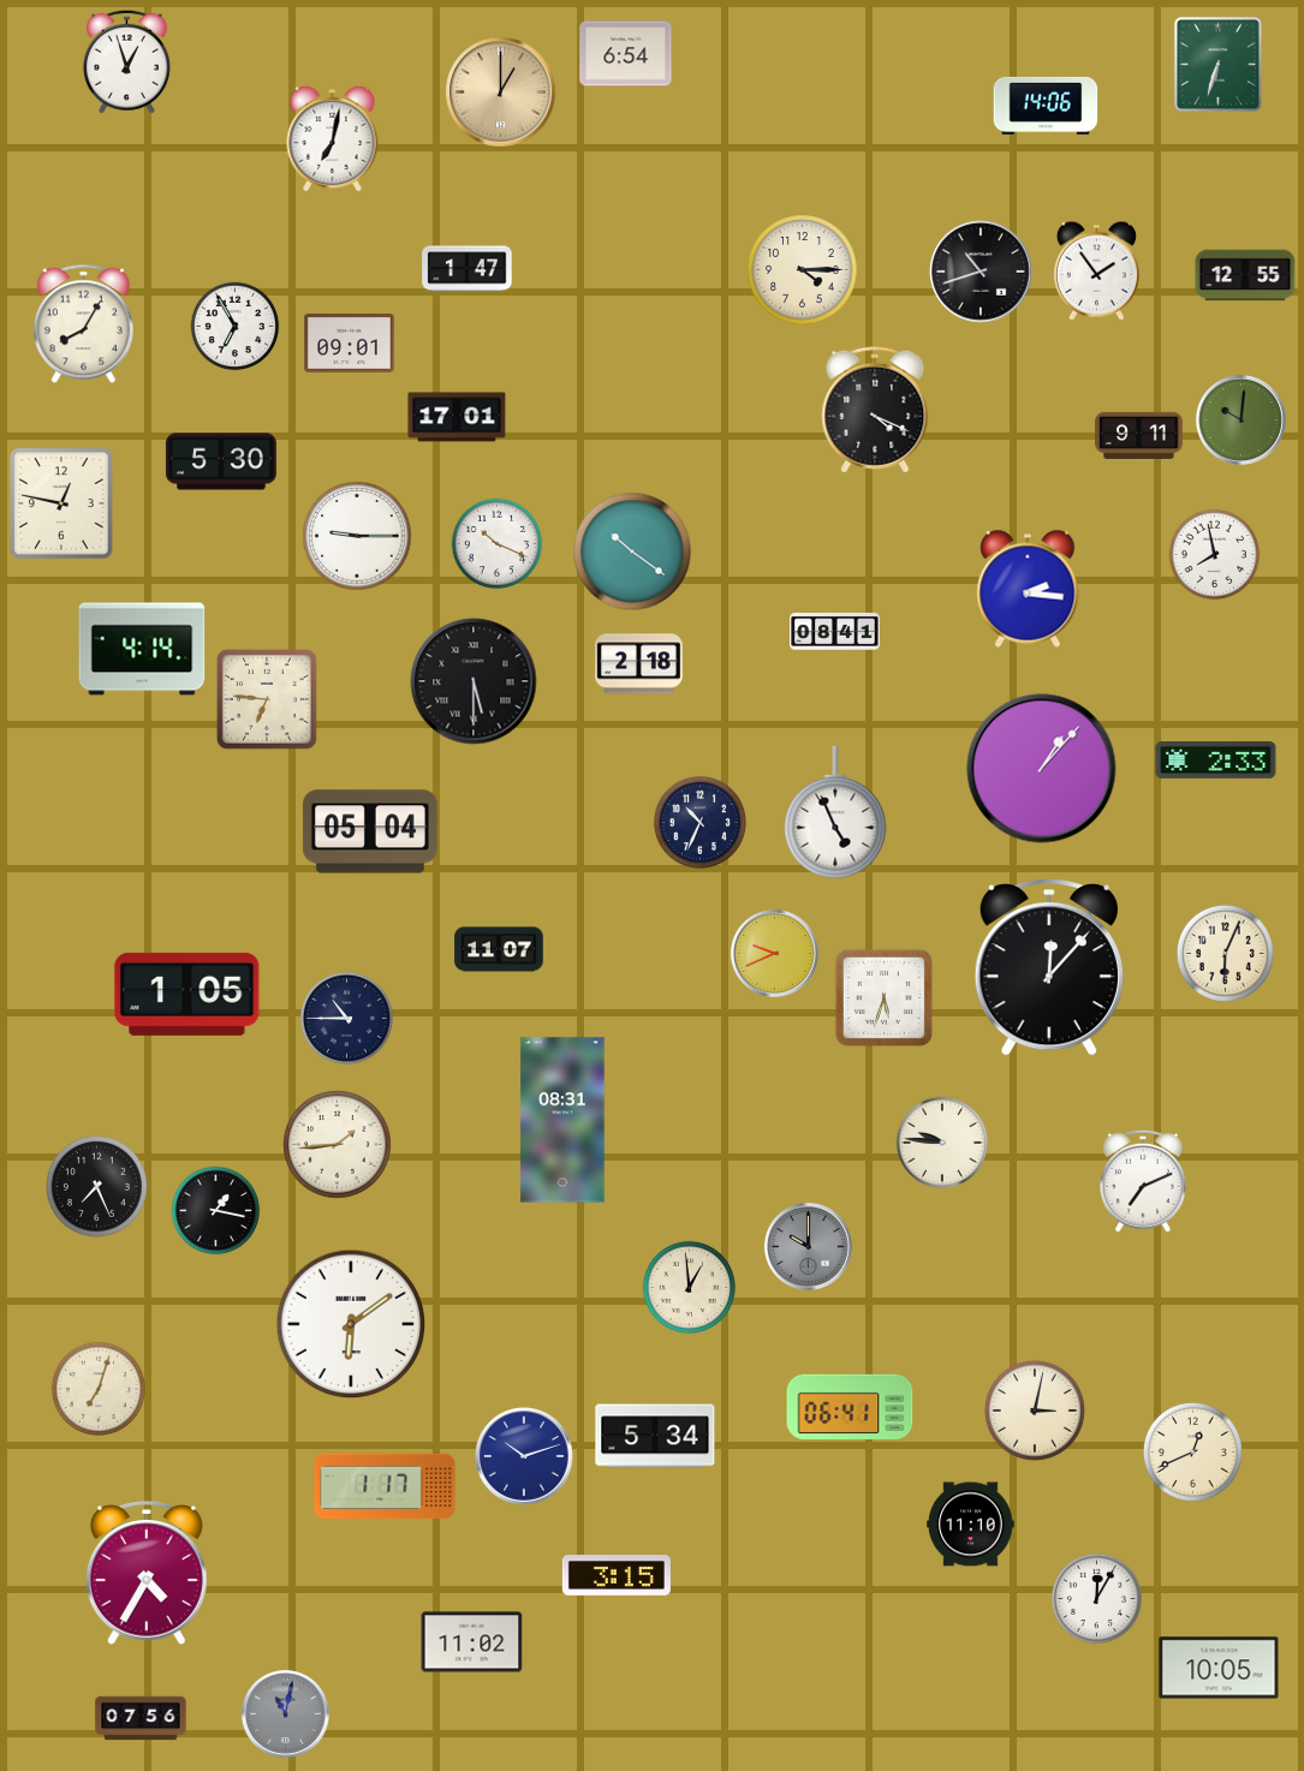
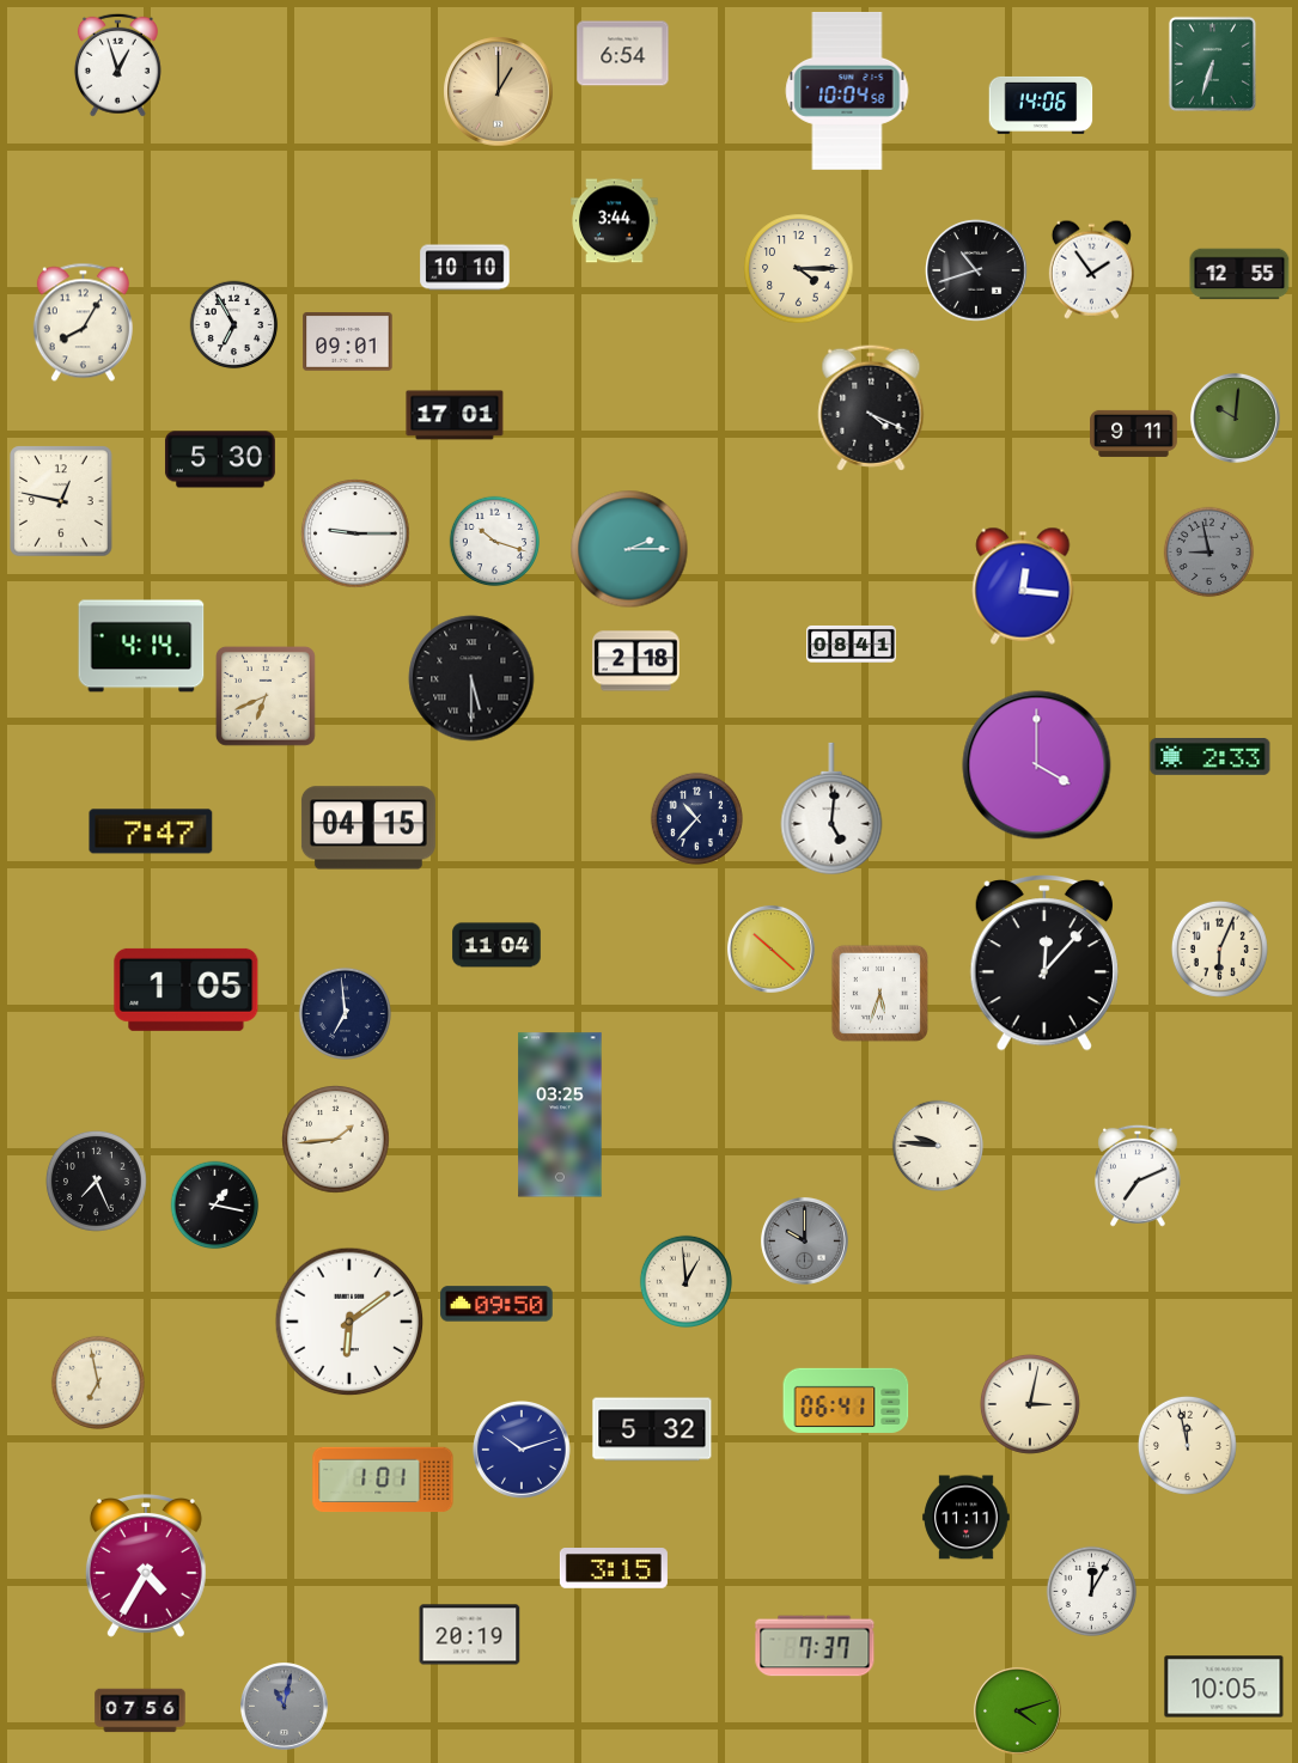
clock at (126, 61) position: (126, 61) -> (117, 65)
clock at (847, 91): none -> 10:04
clock at (333, 138): 7:02 -> none
clock at (615, 221): none -> 3:44
clock at (468, 269): 1:47 -> 10:10
clock at (498, 544): 10:19 -> 10:18
clock at (632, 551): 10:21 -> 2:15
clock at (1215, 555): 7:58 -> 8:58
clock at (1215, 555) dial: white -> grey
clock at (1028, 589): 2:16 -> 12:16
clock at (835, 631) position: (835, 631) -> (852, 643)
clock at (267, 700): 6:46 -> 6:41
clock at (1042, 769): 1:07 -> 4:00
clock at (835, 812): 4:56 -> 5:01
clock at (699, 822): 10:34 -> 10:37
clock at (370, 831): 05:04 -> 04:15
clock at (151, 831): none -> 7:47
clock at (499, 949): 11:07 -> 11:04
clock at (774, 953): 9:41 -> 10:22
clock at (346, 1018): 10:45 -> 6:59
clock at (562, 1120): 08:31 -> 03:25
clock at (941, 1141) position: (941, 1141) -> (937, 1145)
clock at (496, 1304): none -> 09:50
clock at (351, 1324) position: (351, 1324) -> (349, 1322)
clock at (99, 1389): 7:03 -> 6:58
clock at (655, 1436): 5:34 -> 5:32
clock at (1192, 1451): 12:41 -> 11:58
clock at (385, 1486): 1:17 -> 1:01
clock at (971, 1525): 11:10 -> 11:11
clock at (472, 1642): 11:02 -> 20:19
clock at (815, 1646): none -> 7:37
clock at (1219, 1668) position: (1219, 1668) -> (1224, 1686)
clock at (1017, 1710): none -> 4:12
